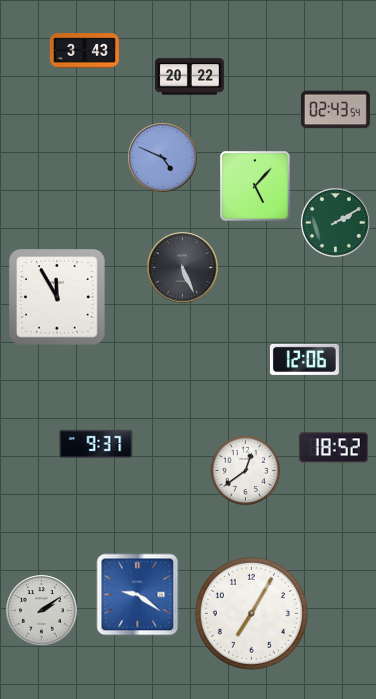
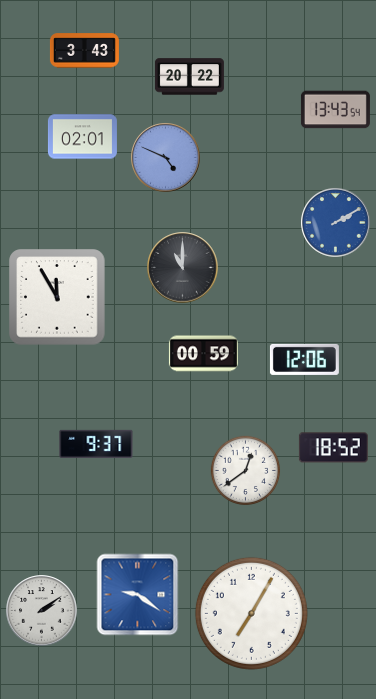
clock at (335, 110): 02:43 -> 13:43
clock at (82, 137): none -> 02:01
clock at (163, 158) position: (163, 158) -> (166, 158)
clock at (255, 186): 5:07 -> none
clock at (336, 223) dial: green -> blue
clock at (183, 268): 5:26 -> 11:00
clock at (203, 354): none -> 00:59
